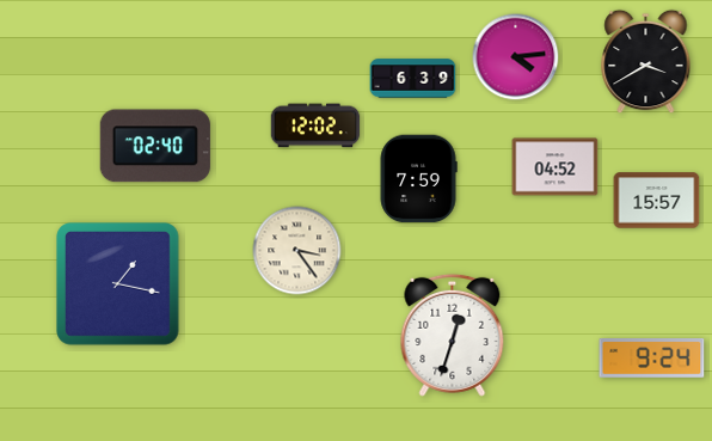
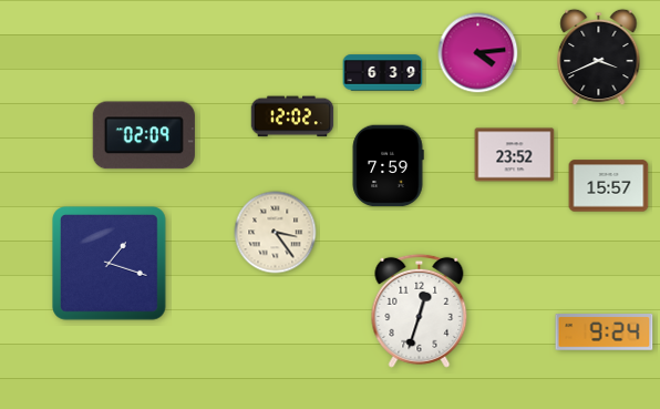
clock at (646, 62): 3:40 -> 3:41
clock at (155, 146): 02:40 -> 02:09
clock at (556, 167): 04:52 -> 23:52
clock at (118, 284): 1:17 -> 1:18
